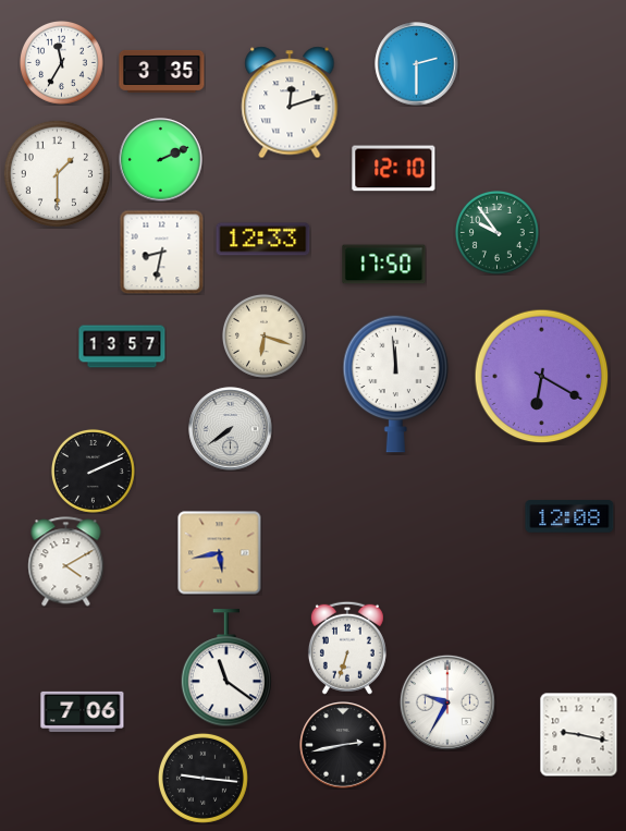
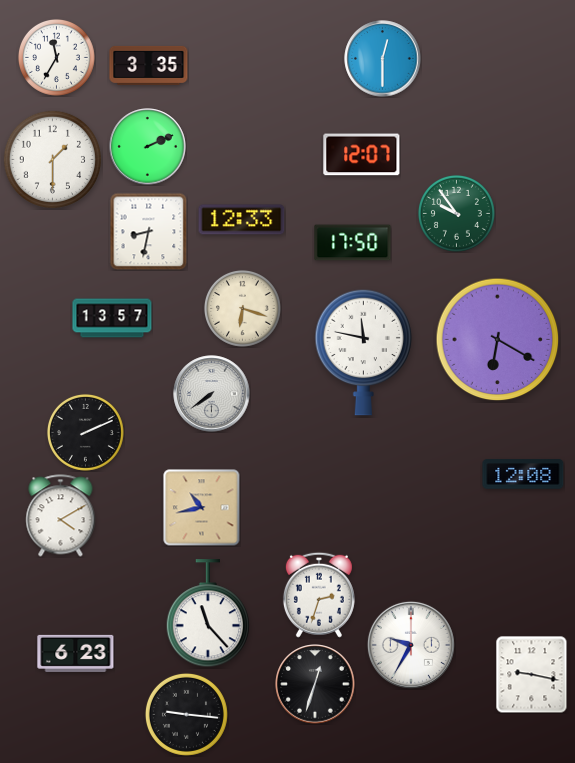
clock at (417, 64): 2:30 -> 12:30
clock at (290, 102): 12:12 -> none
clock at (394, 169): 12:10 -> 12:07
clock at (542, 377) position: (542, 377) -> (498, 340)
clock at (396, 383): 11:59 -> 11:47
clock at (220, 553): 5:43 -> 10:43
clock at (347, 648): 6:33 -> 2:33
clock at (225, 669): 11:21 -> 11:23
clock at (83, 711): 7:06 -> 6:23
clock at (343, 745): 2:43 -> 12:33
